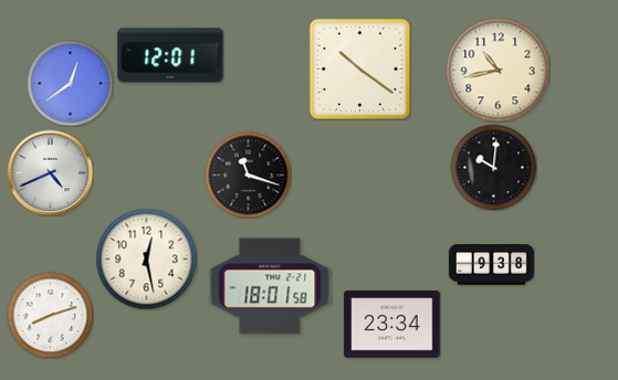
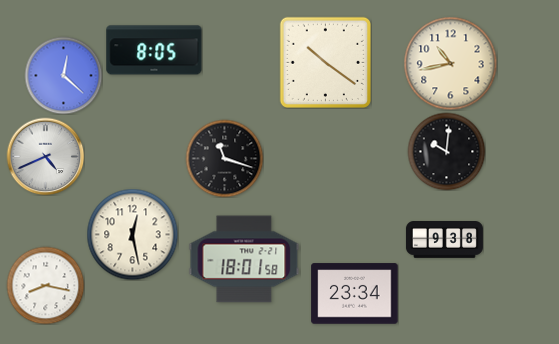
clock at (170, 55): 12:01 -> 8:05
clock at (70, 83): 12:39 -> 12:22
clock at (50, 315): 8:12 -> 8:17
